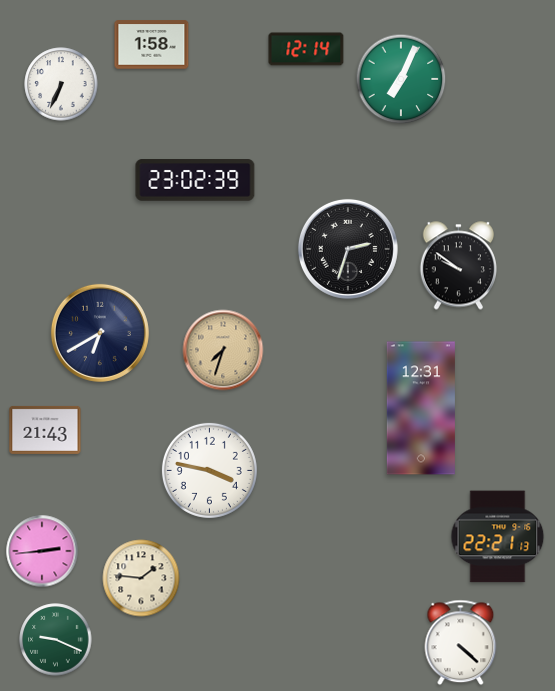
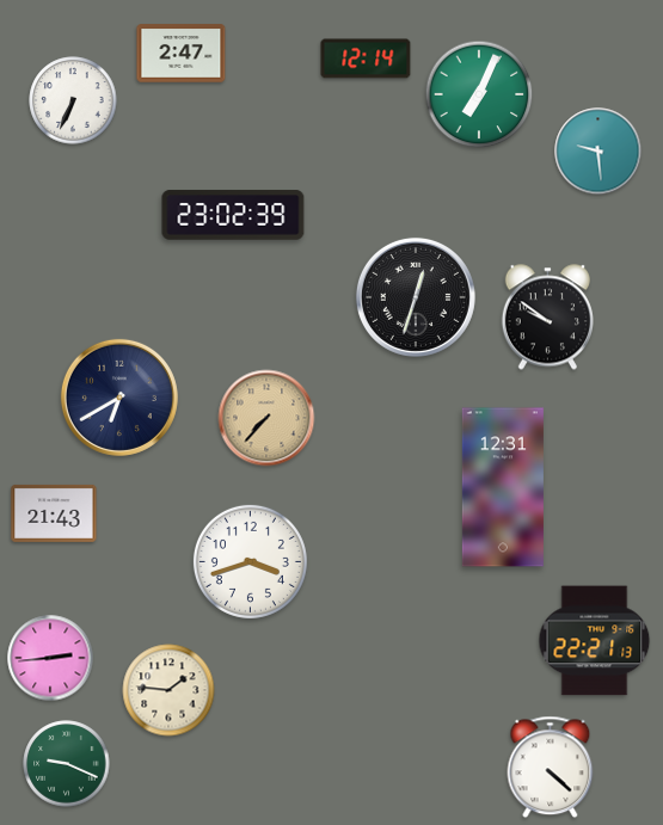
clock at (152, 45): 1:58 -> 2:47
clock at (598, 152): none -> 9:29
clock at (348, 249): 2:33 -> 12:33
clock at (223, 350): 7:33 -> 7:37
clock at (209, 470): 3:47 -> 3:42
